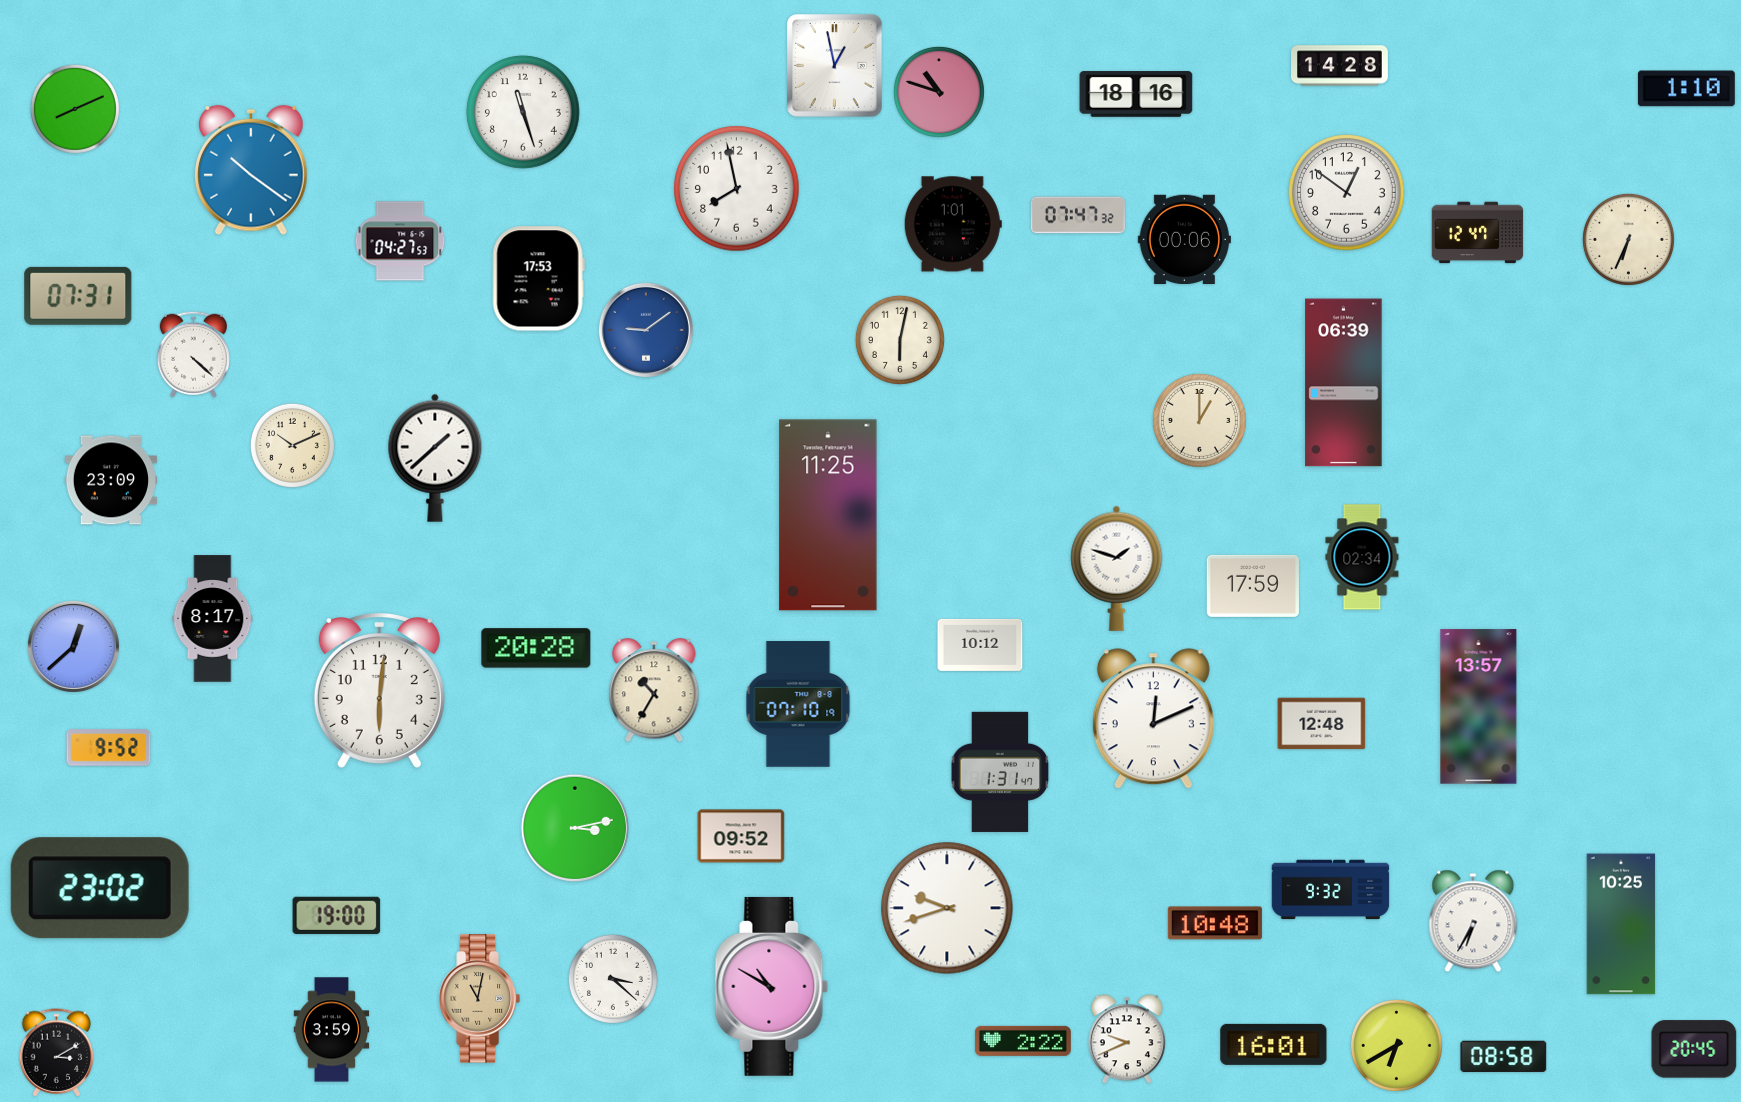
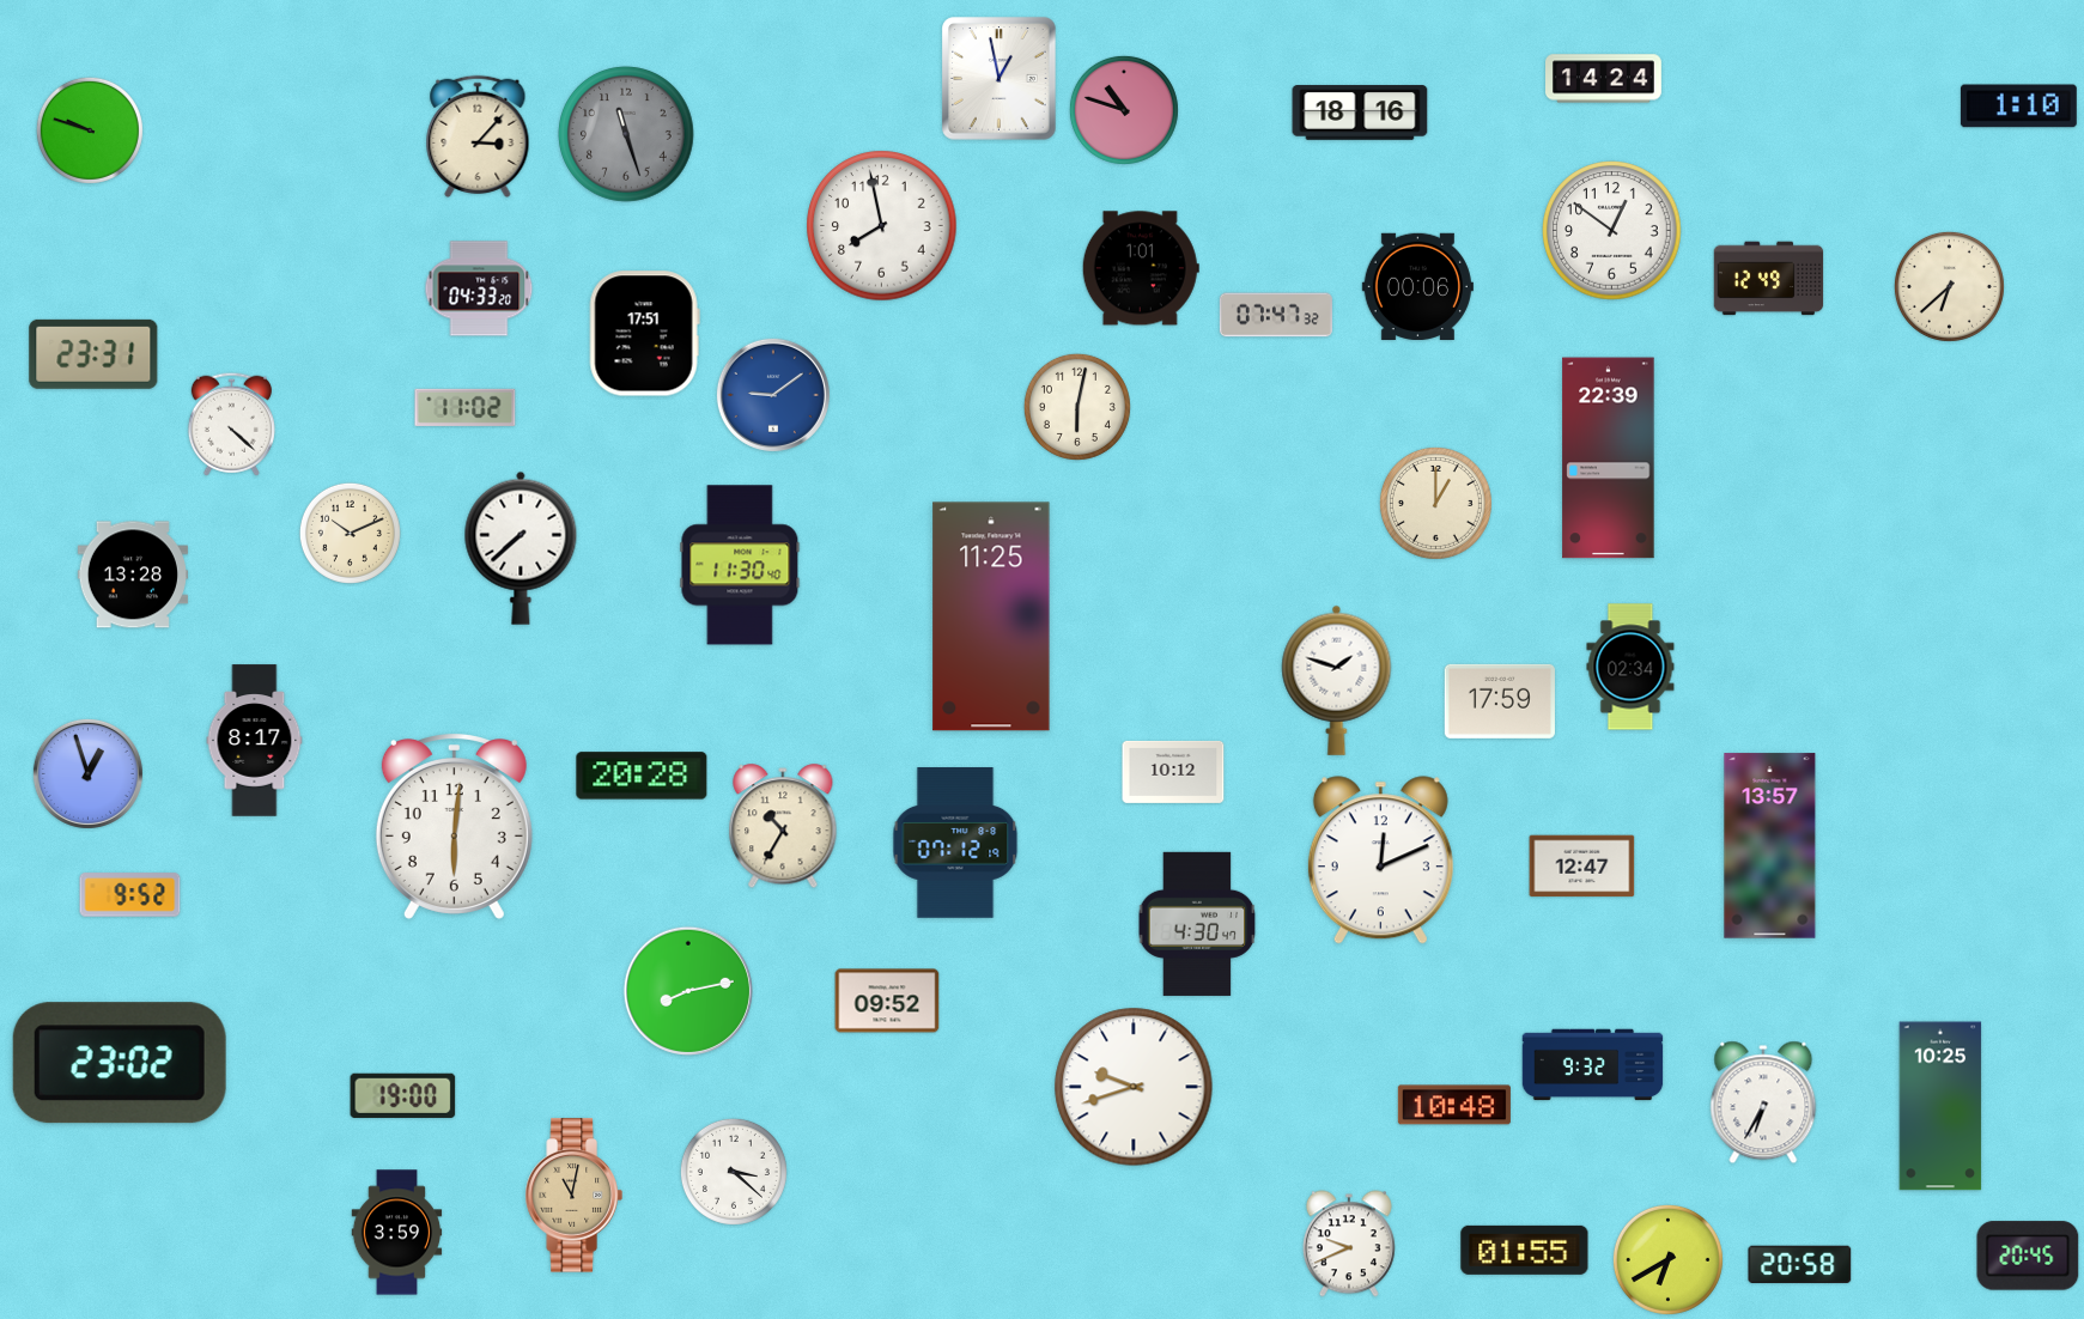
clock at (1340, 66): 14:28 -> 14:24
clock at (75, 109): 8:11 -> 9:48
clock at (523, 112) dial: white -> grey
clock at (478, 136): none -> 3:07
clock at (252, 170): 10:21 -> none
clock at (1078, 215) position: (1078, 215) -> (1276, 315)
clock at (1478, 233): 12:47 -> 12:49
clock at (1628, 239): 6:34 -> 6:38
clock at (400, 241): 04:27 -> 04:33
clock at (538, 279): 17:53 -> 17:51
clock at (78, 296): 07:31 -> 23:31
clock at (466, 407): none -> 11:02
clock at (1344, 383): 06:39 -> 22:39
clock at (435, 458): 1:38 -> 7:38
clock at (740, 565): none -> 11:30
clock at (110, 480): 23:09 -> 13:28
clock at (73, 646): 12:38 -> 12:57
clock at (798, 704): 07:10 -> 07:12
clock at (1322, 724): 12:48 -> 12:47
clock at (1000, 772): 1:31 -> 4:30
clock at (575, 828): 3:13 -> 8:13
clock at (772, 986): 10:50 -> none
clock at (1023, 1041): 2:22 -> none
clock at (1274, 1044): 16:01 -> 01:55
clock at (1396, 1045) position: (1396, 1045) -> (1667, 1259)
clock at (57, 1053): 3:10 -> none
clock at (1504, 1056): 08:58 -> 20:58
